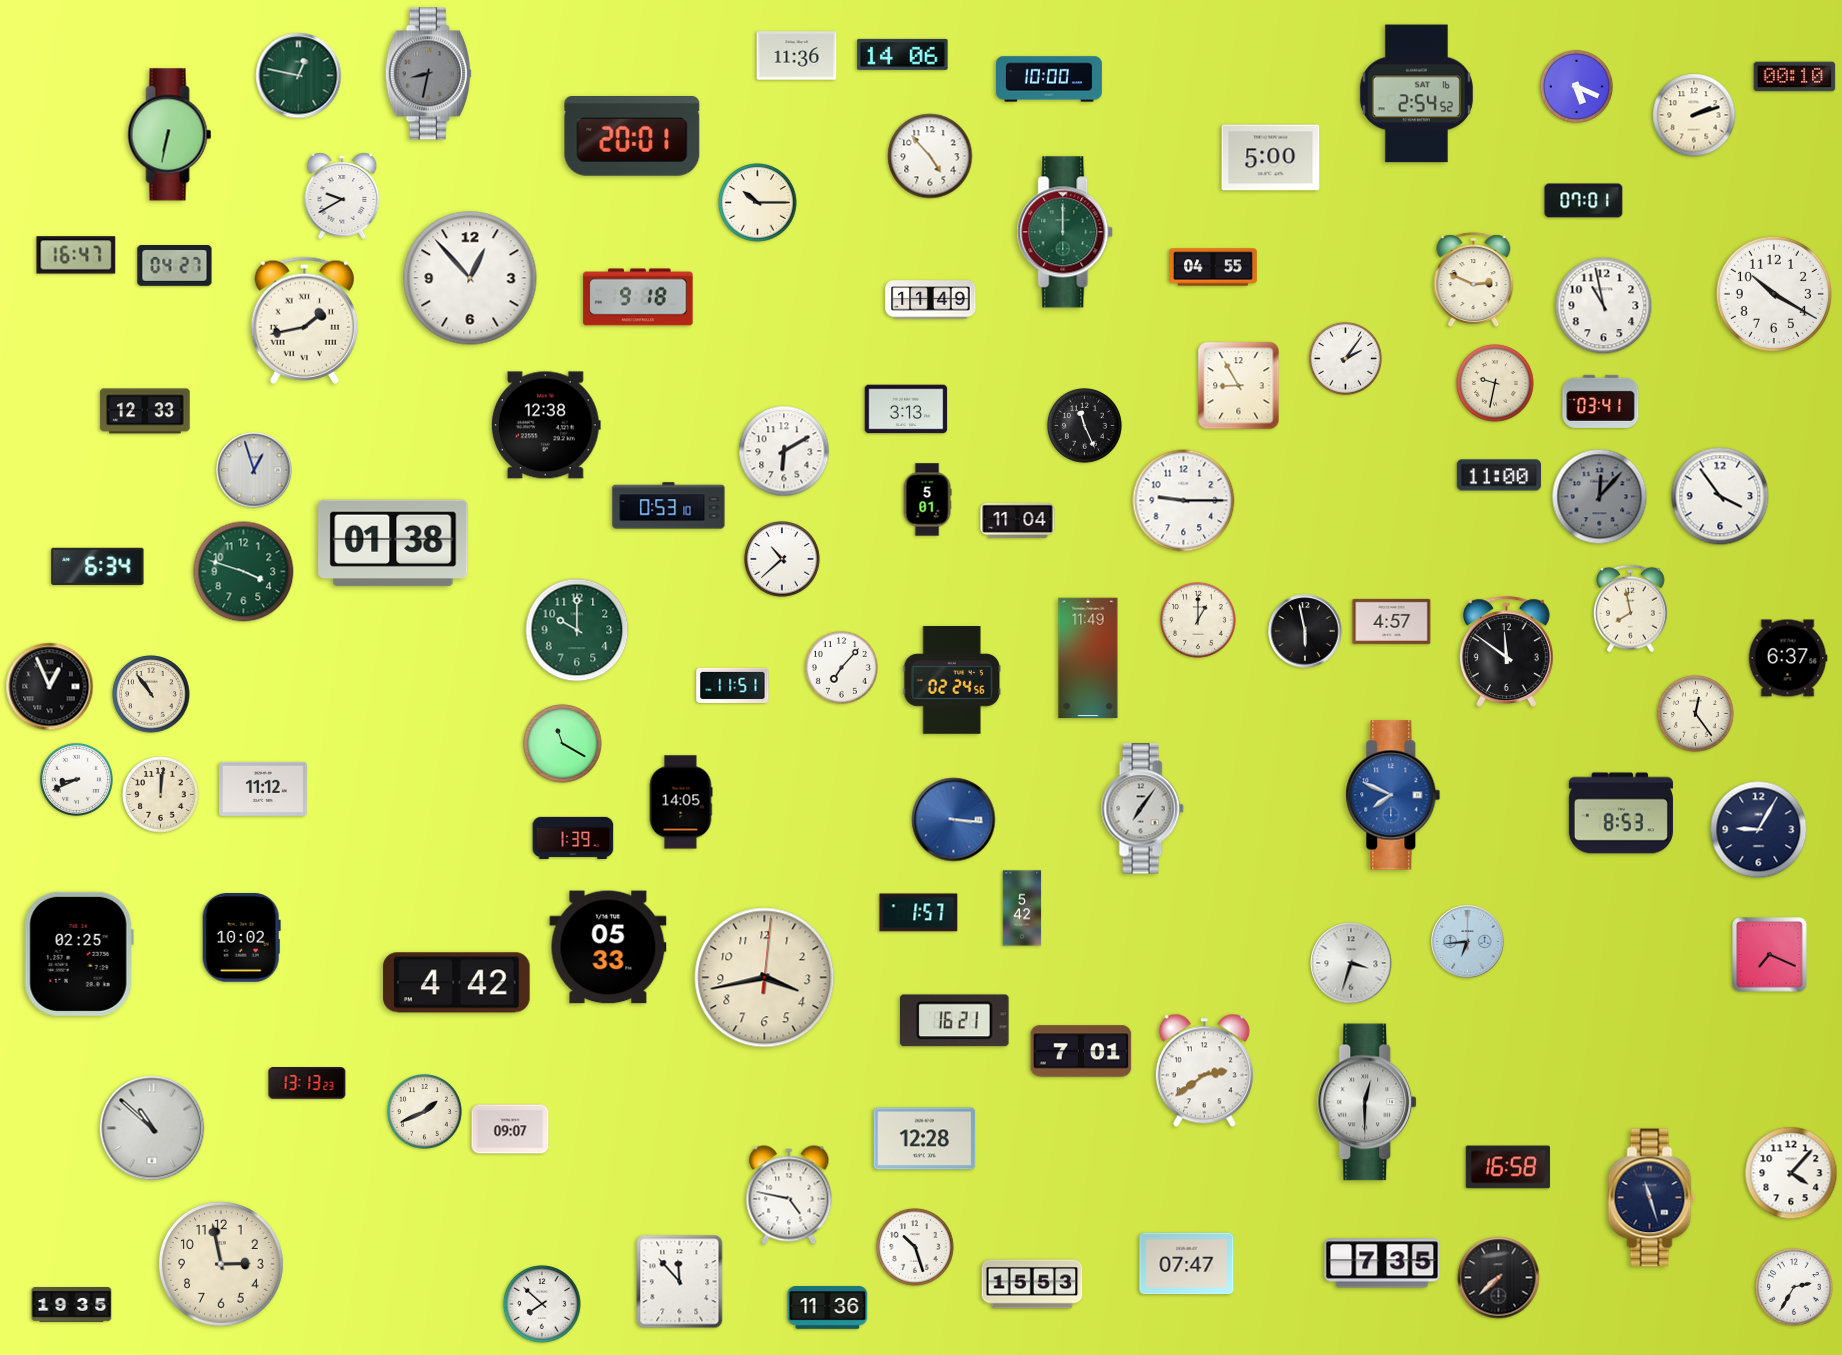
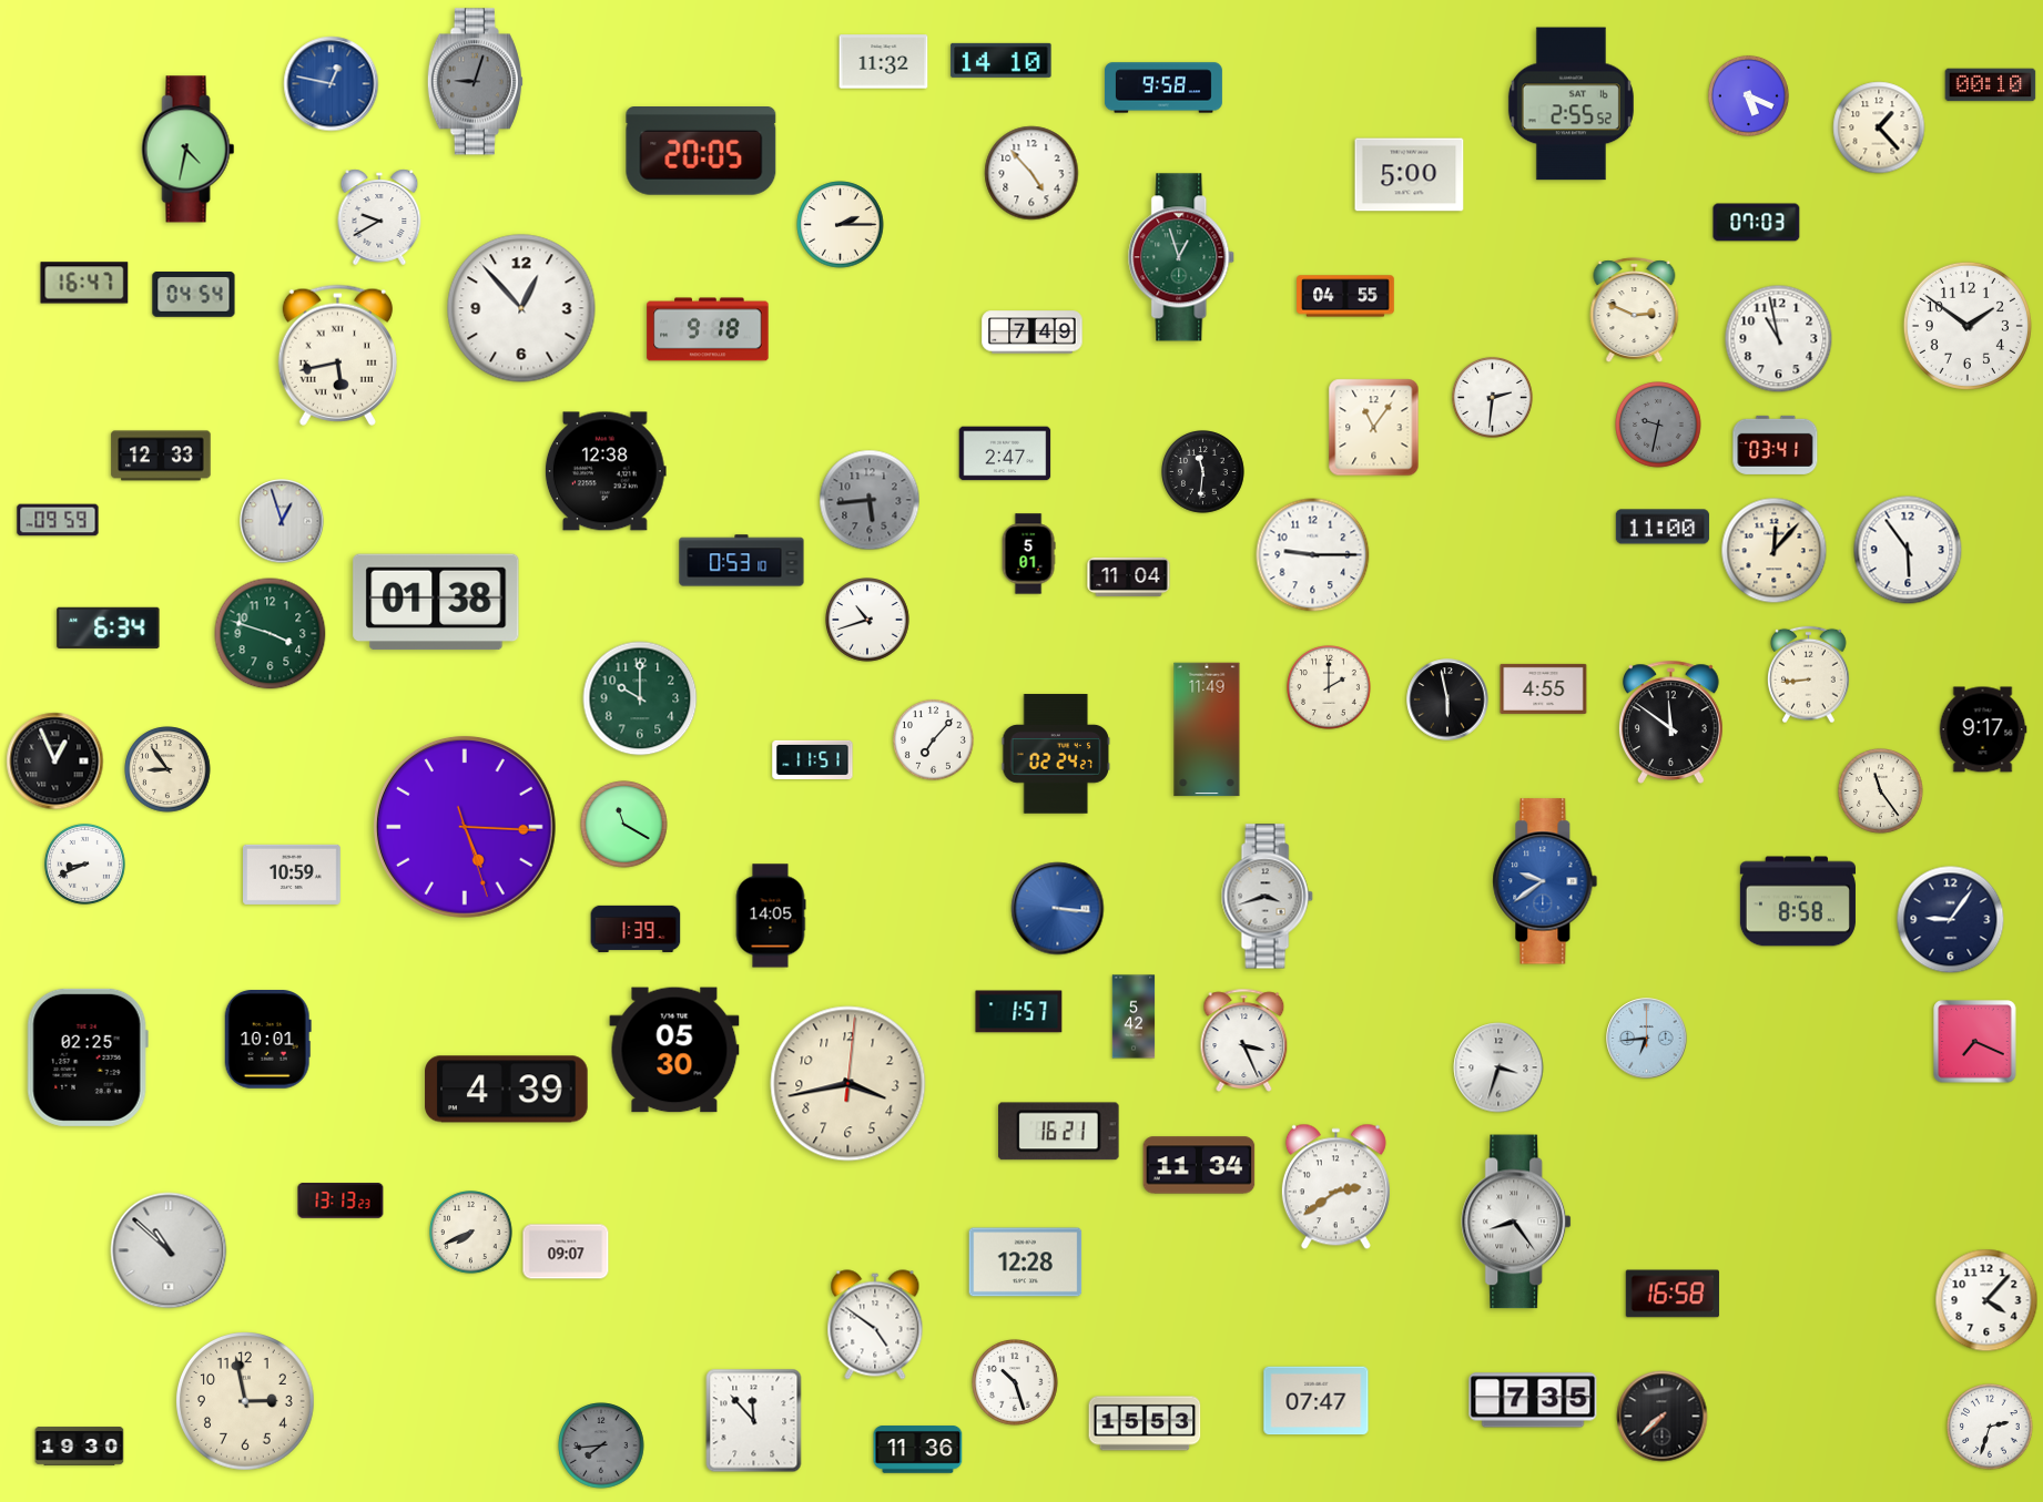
clock at (903, 54): 14:06 -> 14:10
clock at (797, 56): 11:36 -> 11:32
clock at (428, 74): 8:32 -> 9:03
clock at (299, 76) dial: green -> blue
clock at (1049, 79): 10:00 -> 9:58
clock at (1416, 94): 2:54 -> 2:55
clock at (1694, 115): 2:12 -> 1:23
clock at (170, 135): 6:32 -> 4:32
clock at (632, 137): 20:01 -> 20:05
clock at (1584, 201): 07:01 -> 07:03
clock at (758, 203): 10:15 -> 2:15
clock at (1066, 232): 12:00 -> 12:57
clock at (175, 266): 04:27 -> 04:54
clock at (1774, 294): 10:20 -> 1:51
clock at (931, 300): 11:49 -> 7:49
clock at (304, 320): 1:43 -> 5:43
clock at (1345, 358): 2:06 -> 2:31
clock at (1495, 383) dial: cream -> grey
clock at (1239, 386): 8:55 -> 11:06
clock at (906, 409): 3:13 -> 2:47
clock at (1085, 426): 11:26 -> 11:31
clock at (784, 451): 6:10 -> 5:44
clock at (784, 451) dial: white -> grey
clock at (58, 520): none -> 09:59
clock at (1720, 496): 3:54 -> 5:54
clock at (1600, 497) dial: grey -> cream
clock at (782, 559): 10:38 -> 10:42
clock at (1631, 609): 7:58 -> 8:44
clock at (1198, 620): 1:00 -> 2:00
clock at (1392, 621): 4:57 -> 4:55
clock at (1788, 658): 6:37 -> 9:17
clock at (952, 680): 02:24:56 -> 02:24:27
clock at (151, 694): 10:54 -> 8:54
clock at (1696, 714): 12:24 -> 11:24
clock at (465, 827): none -> 5:15
clock at (264, 789): 11:12 -> 10:59
clock at (161, 795): 12:01 -> none
clock at (1393, 795): 7:49 -> 9:39
clock at (681, 802) position: (681, 802) -> (771, 916)
clock at (1142, 809): 7:06 -> 3:42
clock at (1621, 813): 8:53 -> 8:58
clock at (1759, 830): 9:05 -> 9:06
clock at (1022, 908) position: (1022, 908) -> (1134, 1016)
clock at (241, 938): 10:02 -> 10:01
clock at (1244, 1040): none -> 3:26
clock at (1468, 942) position: (1468, 942) -> (1647, 1039)
clock at (608, 947): 05:33 -> 05:30
clock at (1770, 955) position: (1770, 955) -> (1975, 1042)
clock at (457, 983): 4:42 -> 4:39
clock at (1081, 1051): 7:01 -> 11:34
clock at (1368, 1102): 12:30 -> 8:24
clock at (425, 1112): 1:41 -> 7:41
clock at (789, 1195): 4:47 -> 4:51
clock at (1652, 1198): 11:27 -> none
clock at (1794, 1287): 2:35 -> 2:33
clock at (542, 1304): 7:52 -> 7:44
clock at (542, 1304) dial: white -> grey
clock at (72, 1305): 19:35 -> 19:30
